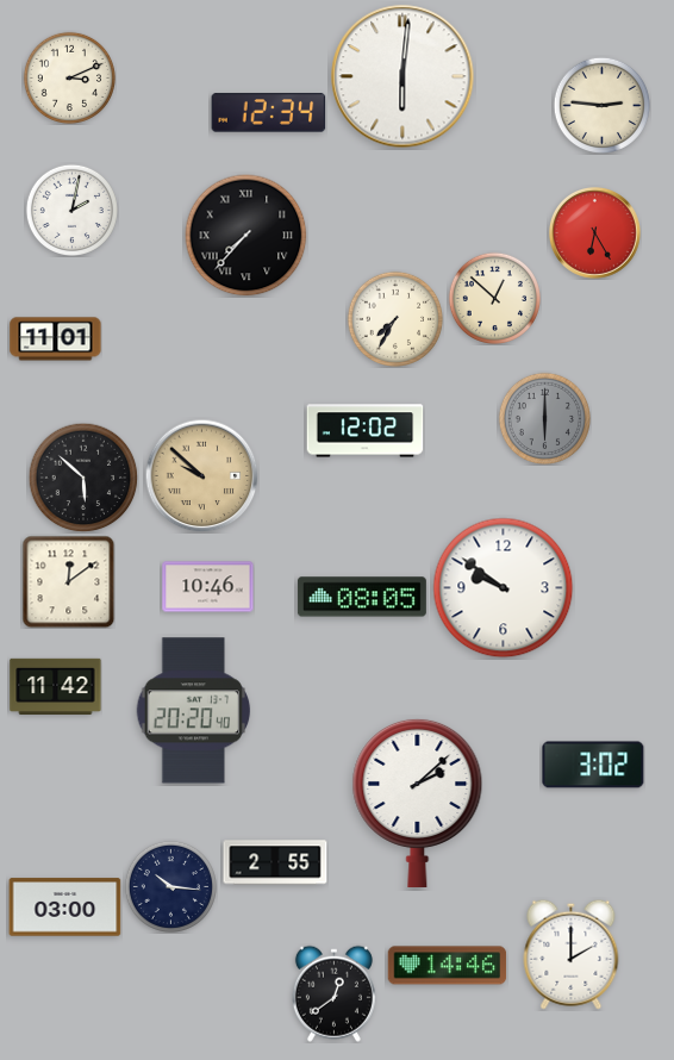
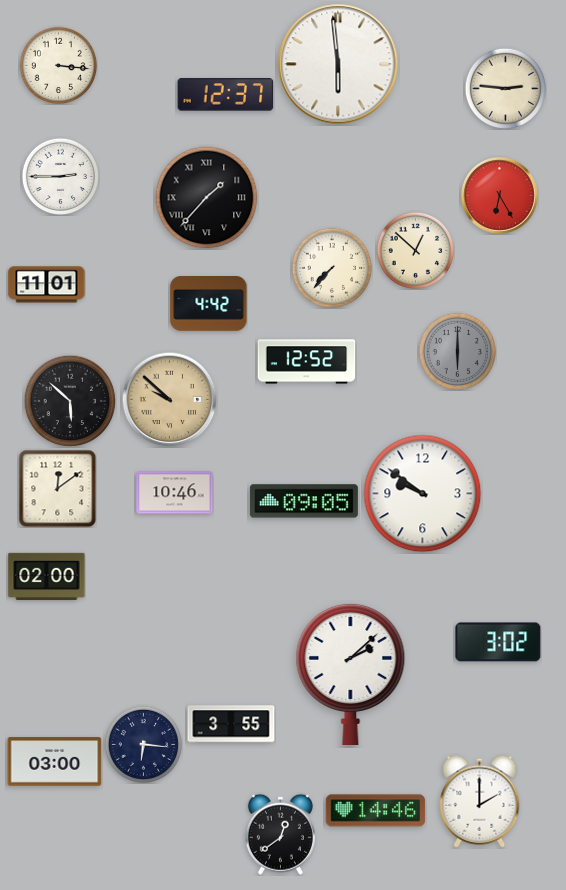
clock at (402, 76): 6:01 -> 5:59
clock at (69, 77): 3:11 -> 3:16
clock at (269, 113): 12:34 -> 12:37
clock at (71, 210): 2:02 -> 2:45
clock at (246, 236): 7:37 -> 1:37
clock at (394, 318): 7:35 -> 7:37
clock at (209, 304): none -> 4:42
clock at (366, 431): 12:02 -> 12:52
clock at (362, 597): 08:05 -> 09:05
clock at (56, 686): 11:42 -> 02:00
clock at (194, 711): 20:20 -> none
clock at (275, 862): 2:55 -> 3:55
clock at (170, 886): 10:16 -> 6:16
